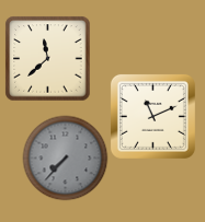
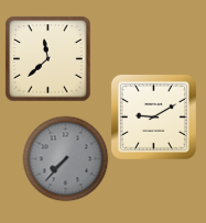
clock at (152, 116): 11:11 -> 9:10
